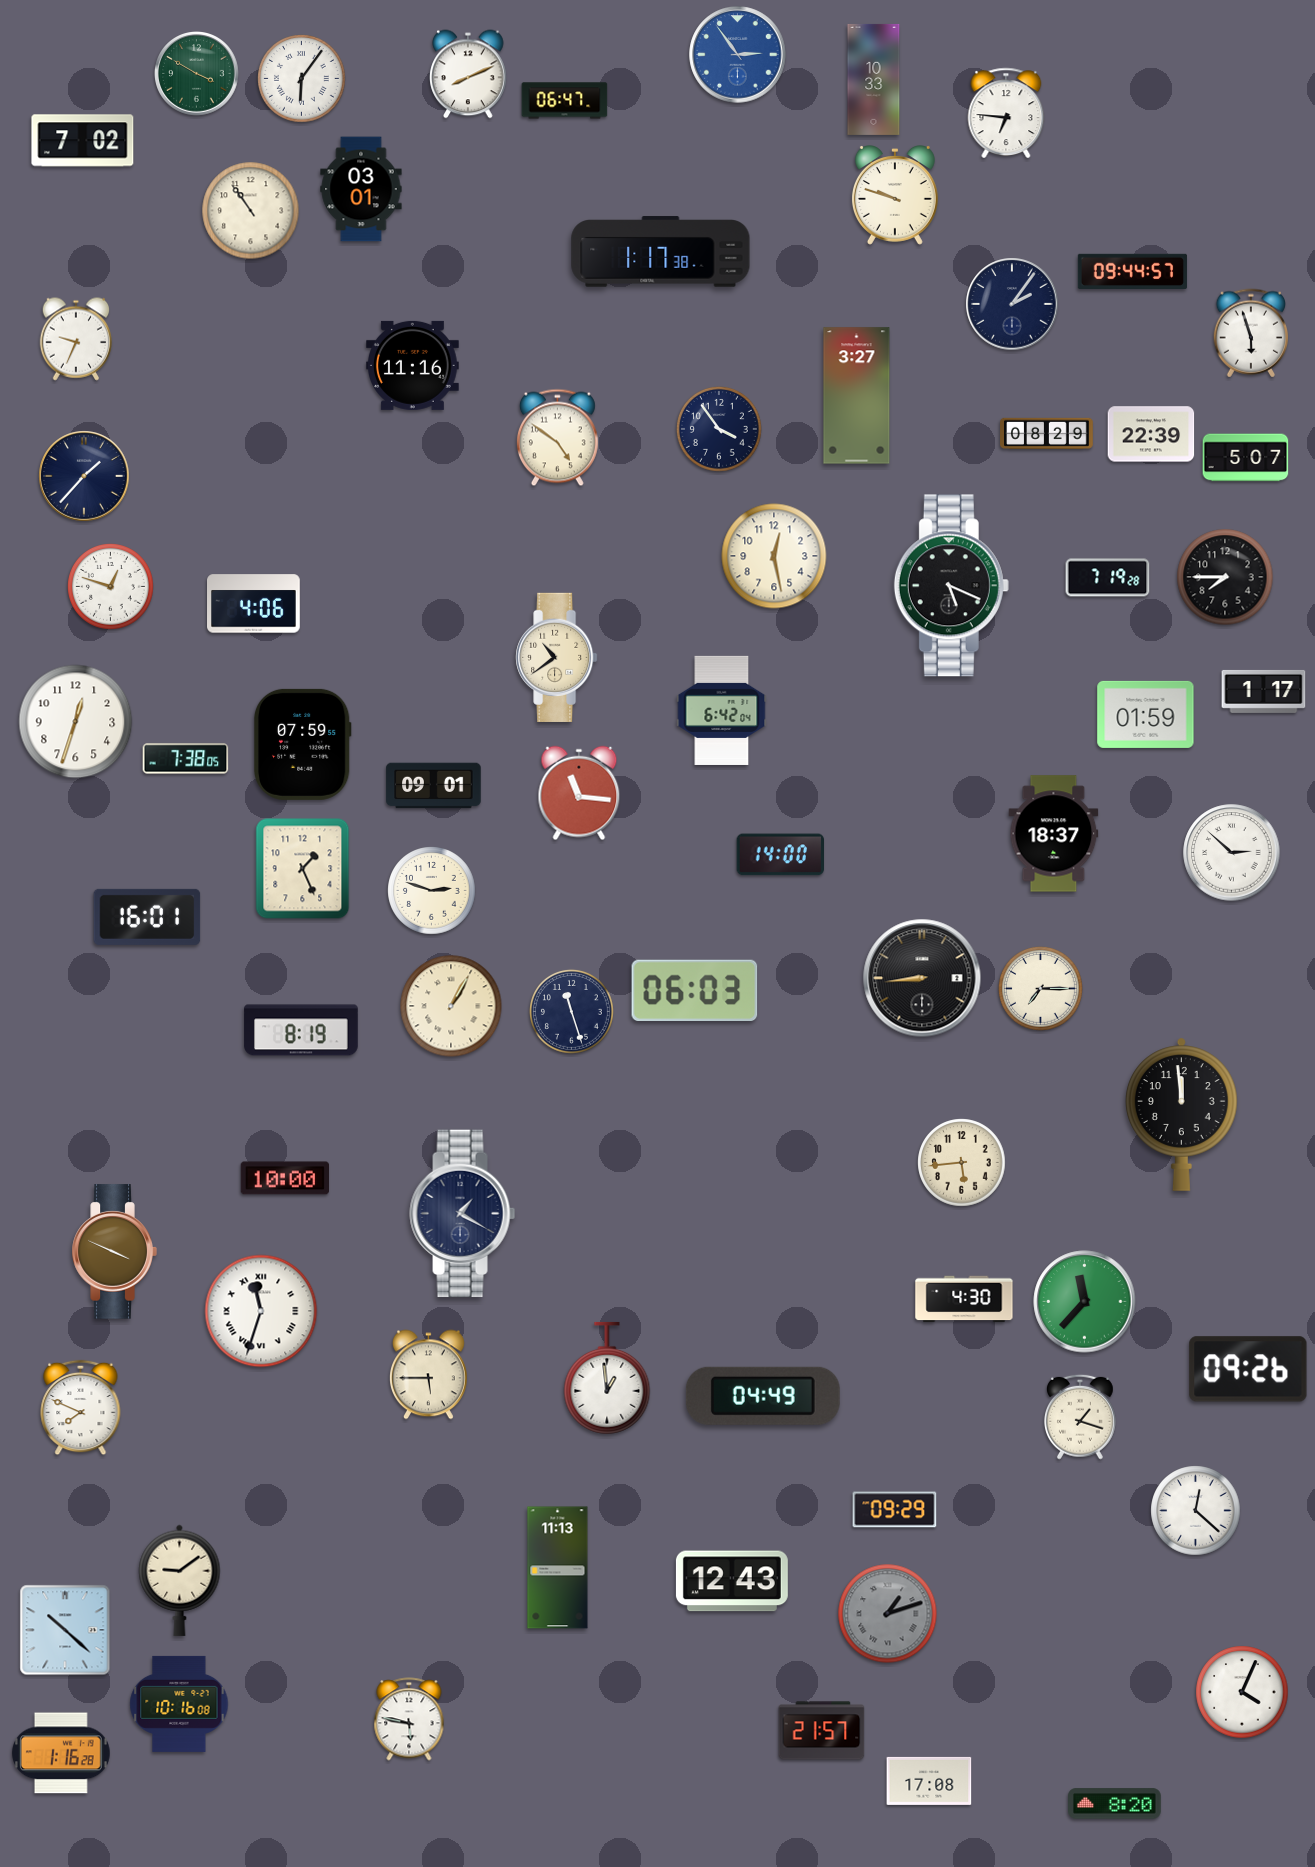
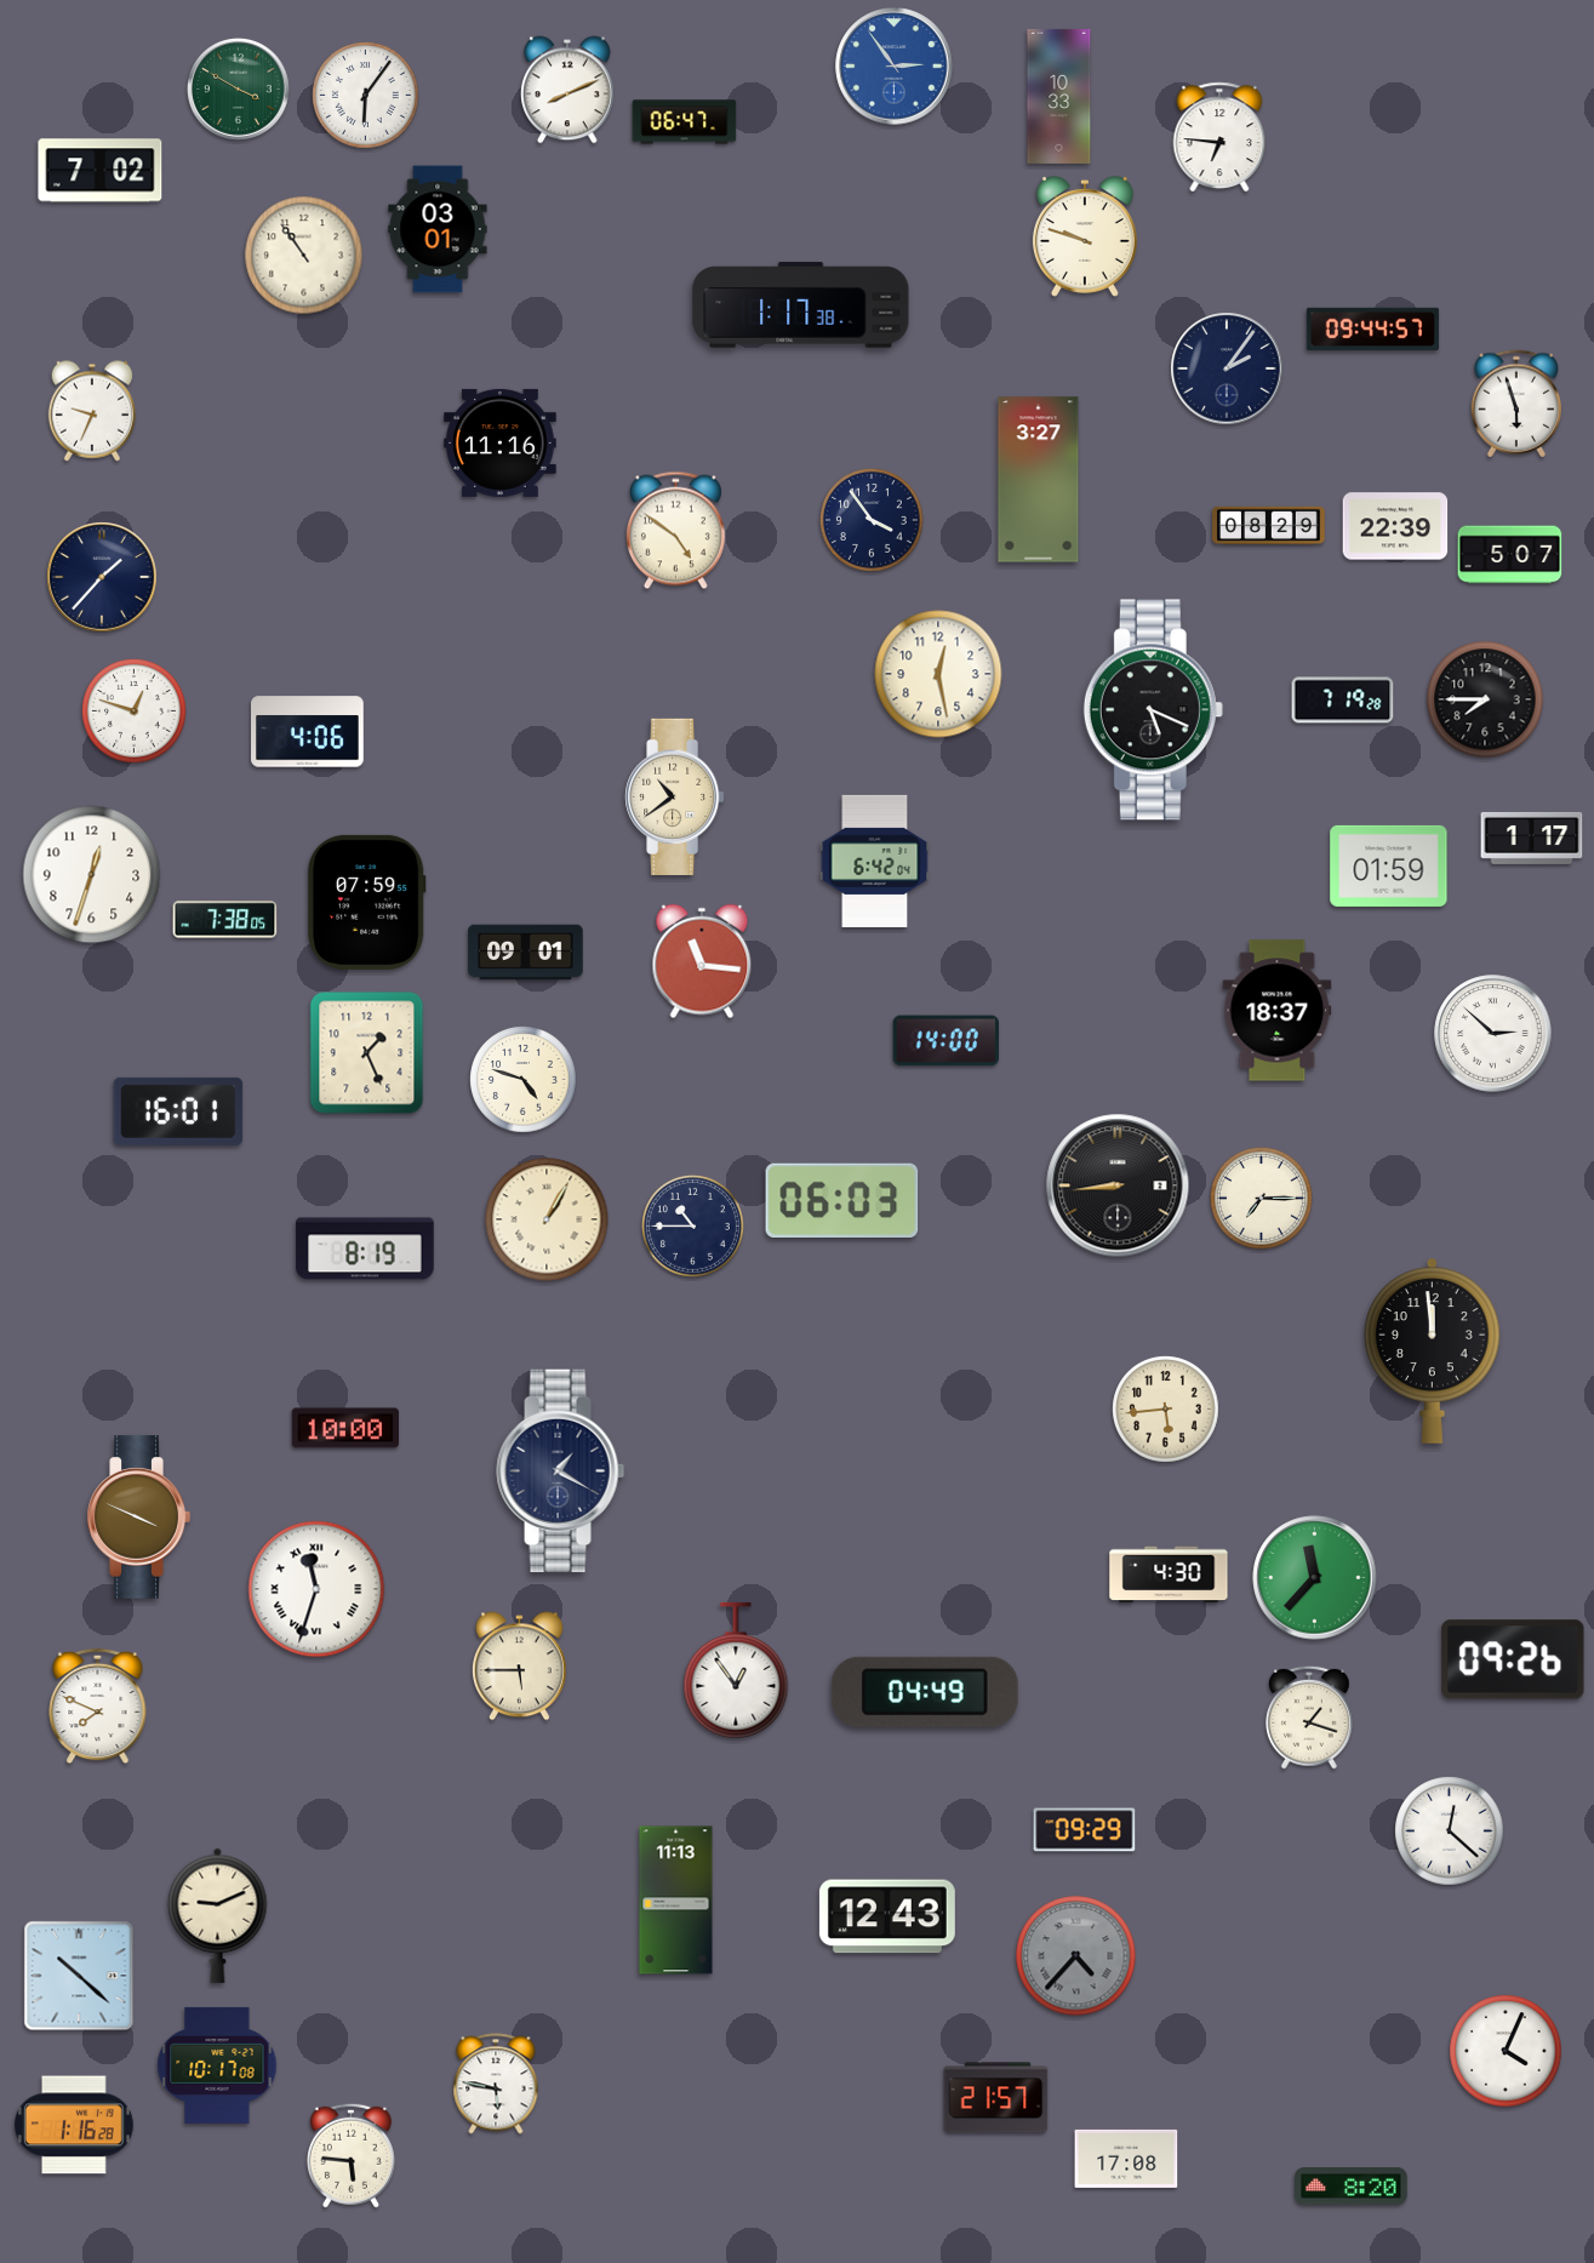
clock at (780, 855) position: (780, 855) -> (945, 1041)
clock at (432, 891): 2:48 -> 4:48
clock at (571, 1011): 11:27 -> 10:45
clock at (607, 1378): 12:59 -> 12:54
clock at (180, 1580): 9:09 -> 9:11
clock at (888, 1614): 1:12 -> 4:37
clock at (179, 1704): 10:16 -> 10:17
clock at (350, 2155): none -> 5:46
